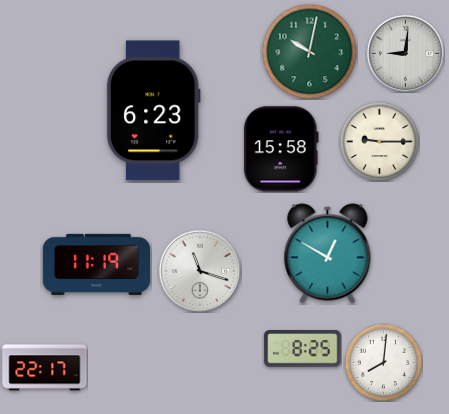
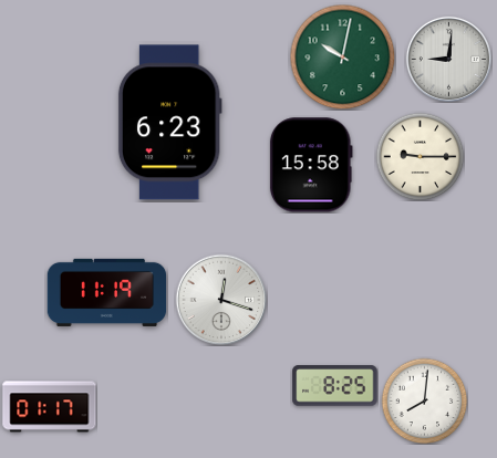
clock at (328, 254): 12:50 -> none
clock at (200, 271): 11:18 -> 12:18
clock at (45, 368): 22:17 -> 01:17
